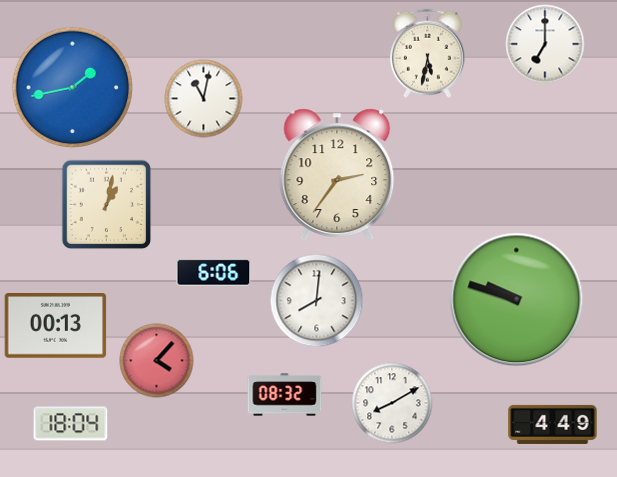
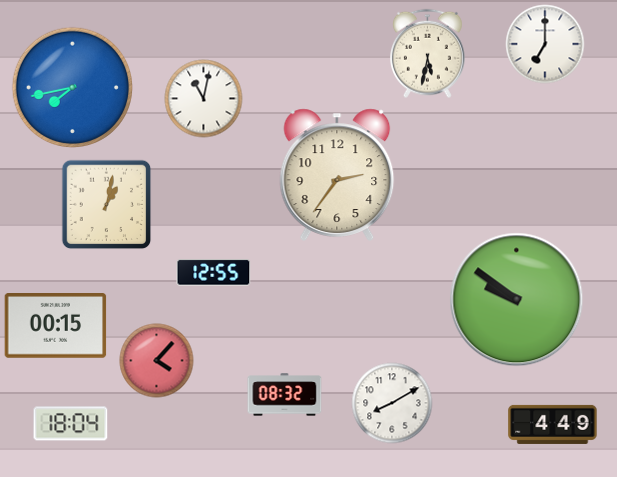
clock at (72, 87): 1:43 -> 7:43
clock at (214, 273): 6:06 -> 12:55
clock at (517, 300): 9:48 -> 9:51
clock at (317, 301): 8:01 -> none
clock at (56, 326): 00:13 -> 00:15
